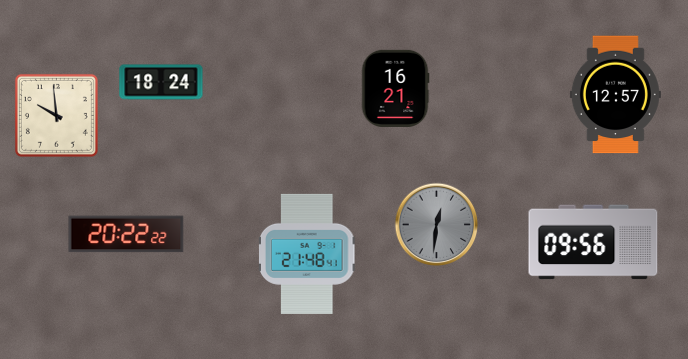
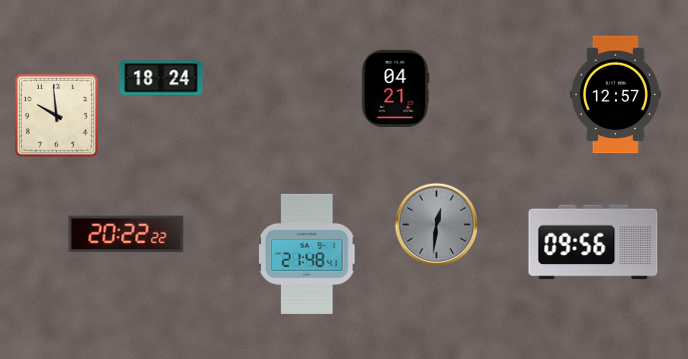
clock at (161, 82) position: (161, 82) -> (161, 78)
clock at (395, 88): 16:21 -> 04:21
